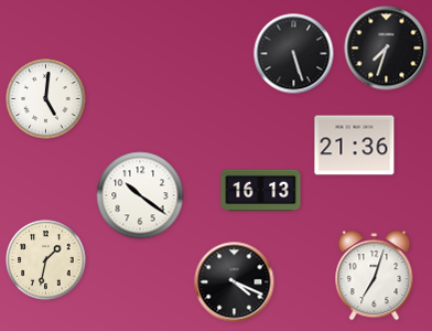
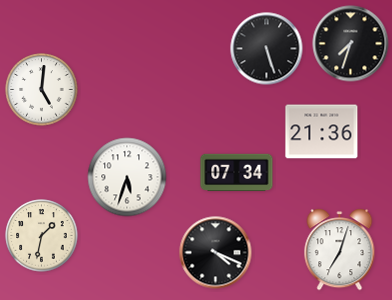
clock at (261, 191): 16:13 -> 07:34
clock at (140, 195): 10:21 -> 5:33
clock at (235, 282) position: (235, 282) -> (216, 253)
